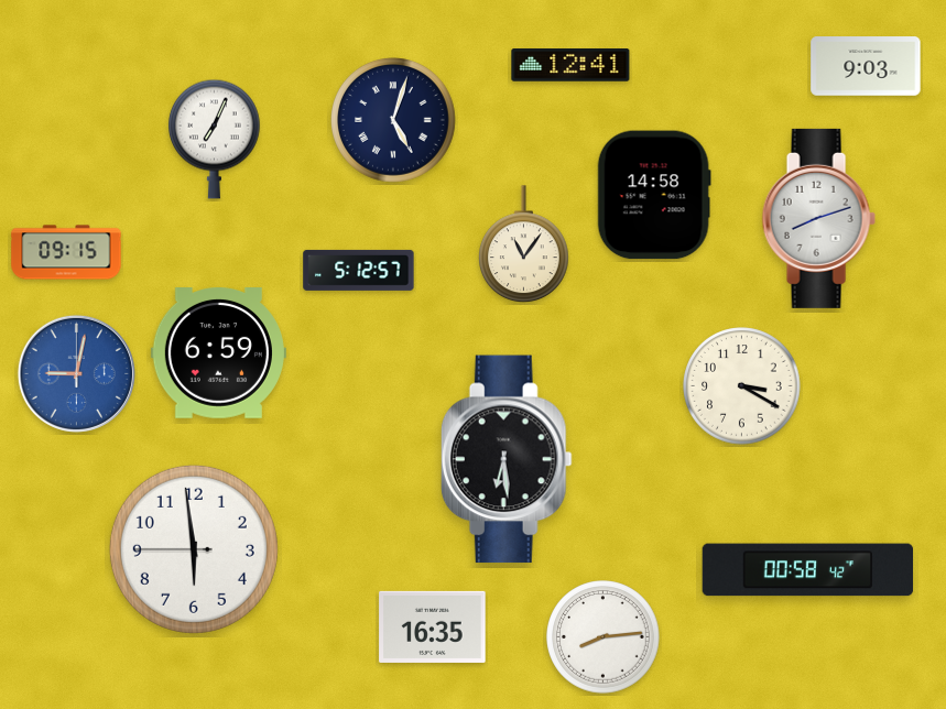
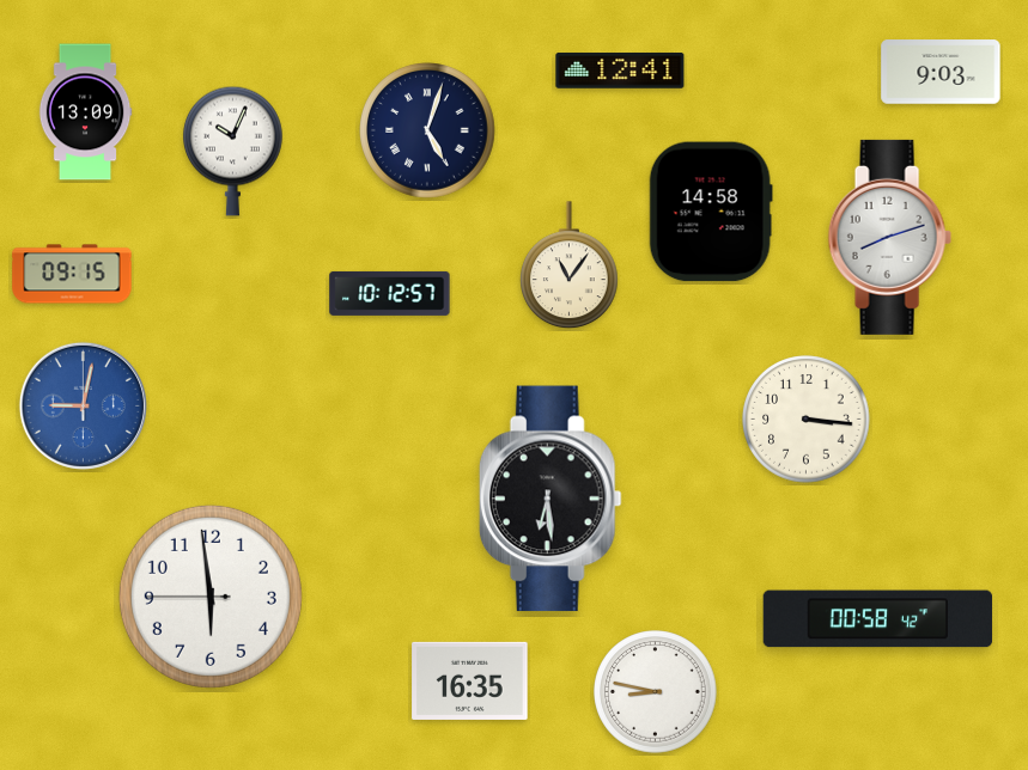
clock at (85, 112): none -> 13:09
clock at (215, 139): 7:04 -> 10:04
clock at (359, 270): 5:12 -> 10:12
clock at (218, 353): 6:59 -> none
clock at (742, 386): 3:20 -> 3:16
clock at (604, 637): 8:14 -> 8:47
